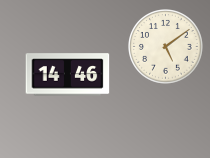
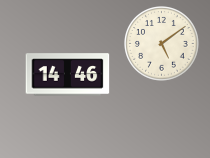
clock at (166, 47) position: (166, 47) -> (162, 44)
